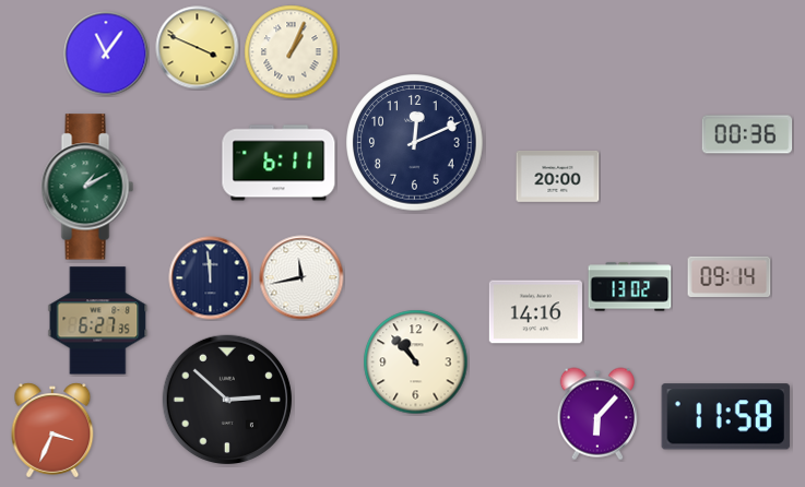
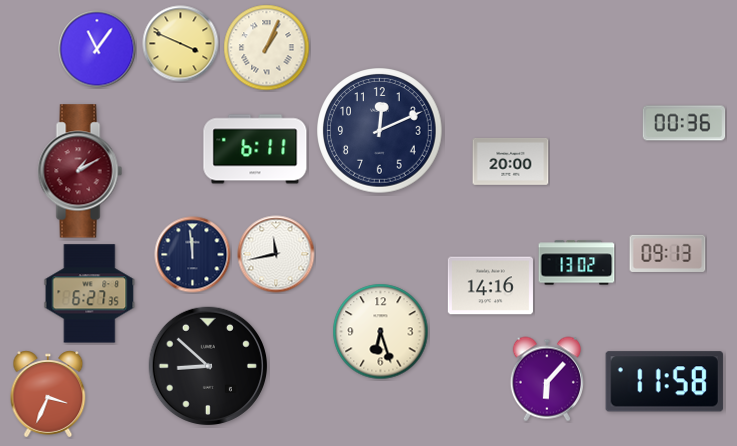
clock at (87, 187) dial: green -> burgundy
clock at (730, 276): 09:14 -> 09:13
clock at (416, 363): 10:53 -> 6:27
clock at (226, 399): 2:52 -> 8:52
